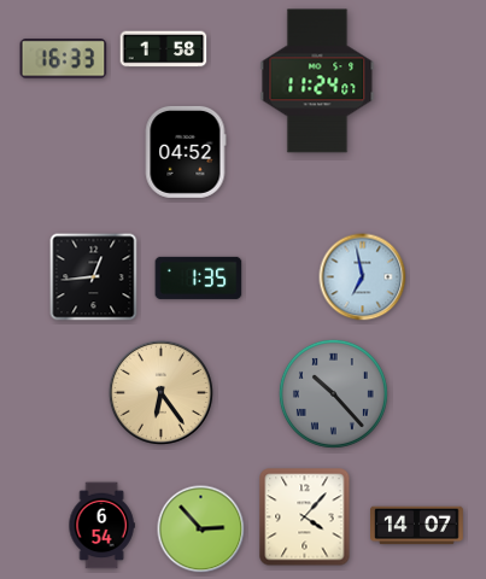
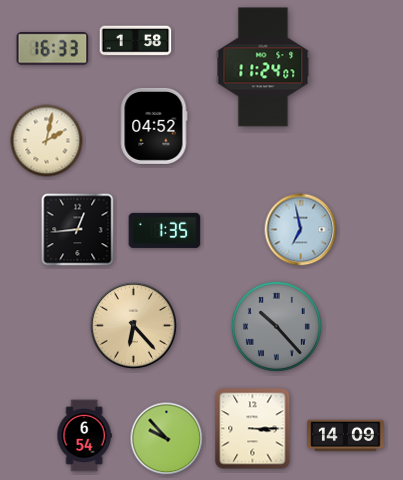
clock at (47, 141): none -> 2:02
clock at (160, 392): 6:24 -> 6:23
clock at (305, 517): 4:07 -> 3:15
clock at (417, 526): 14:07 -> 14:09
clock at (201, 530): 2:53 -> 9:53
